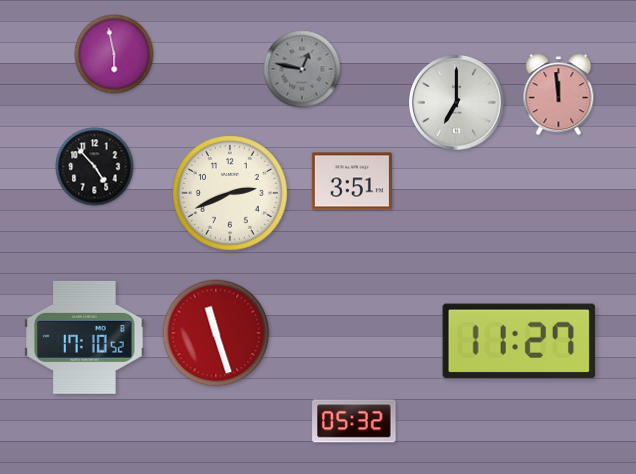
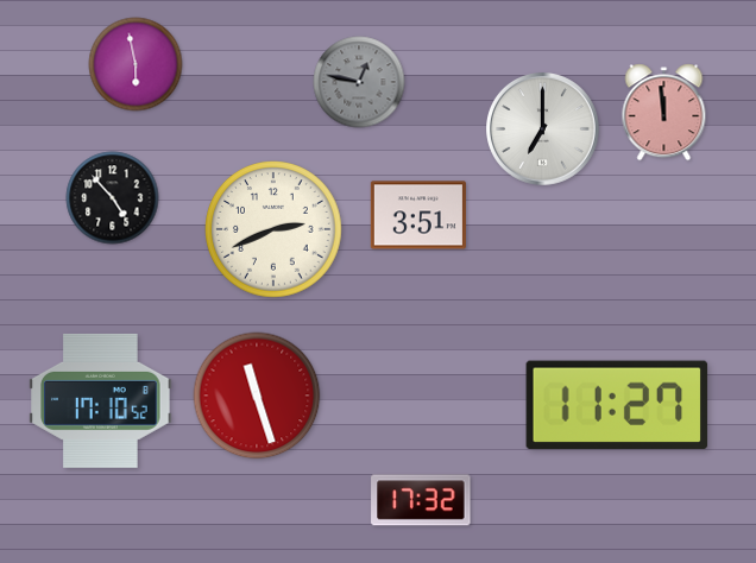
clock at (457, 103) position: (457, 103) -> (543, 129)
clock at (354, 421): 05:32 -> 17:32
